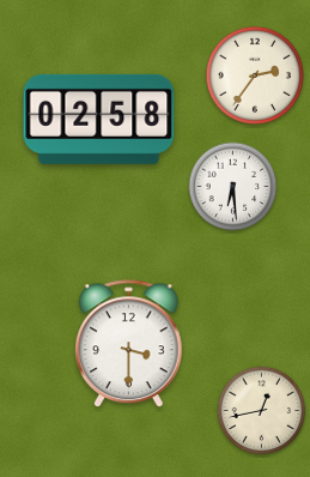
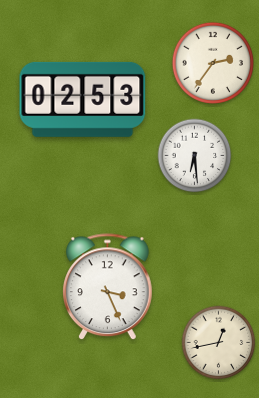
clock at (99, 119): 02:58 -> 02:53
clock at (129, 344): 3:30 -> 3:26
